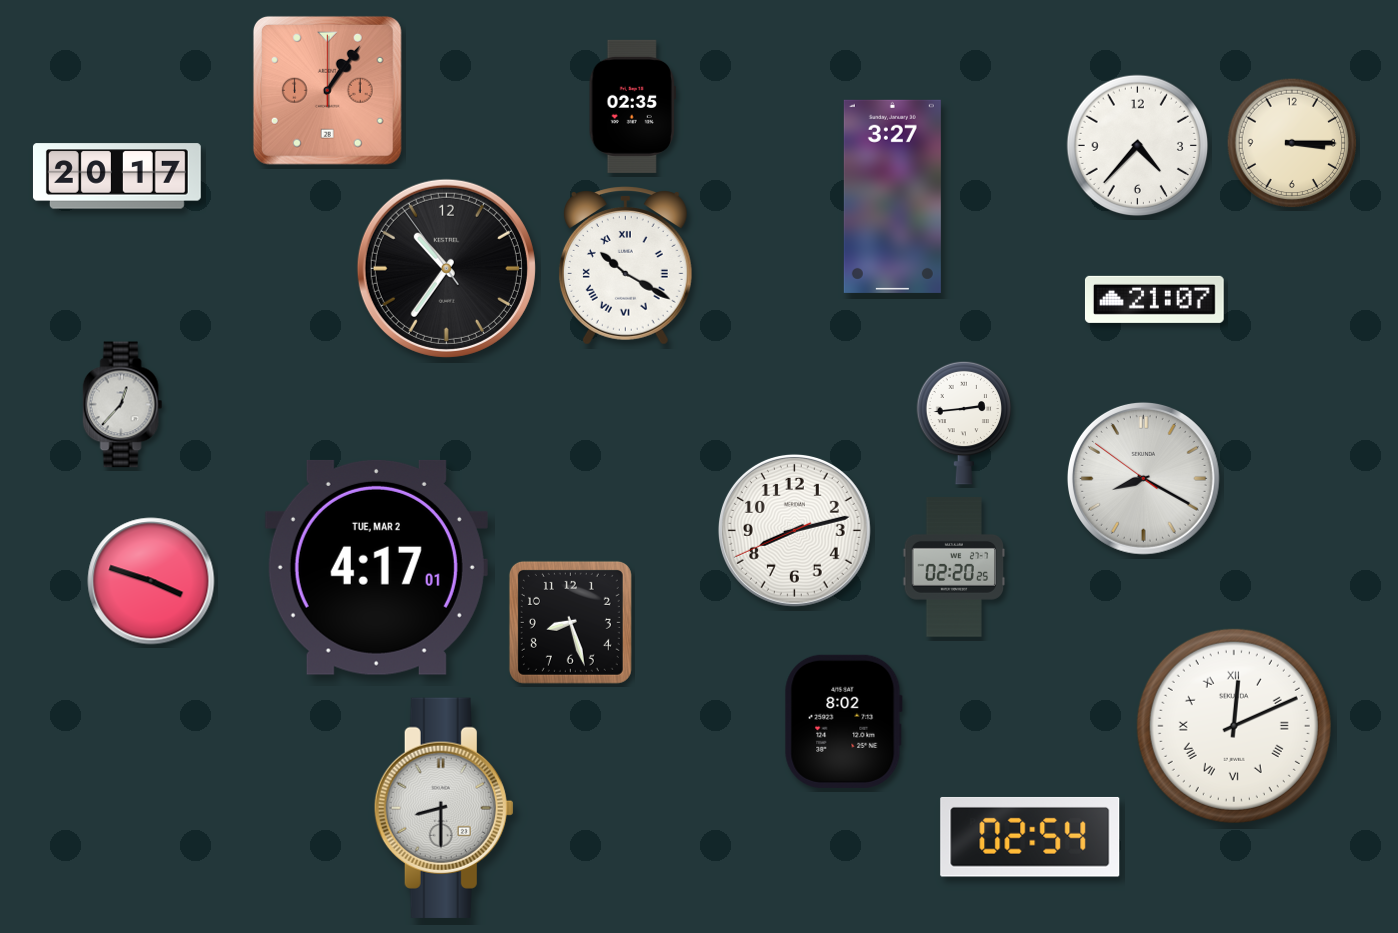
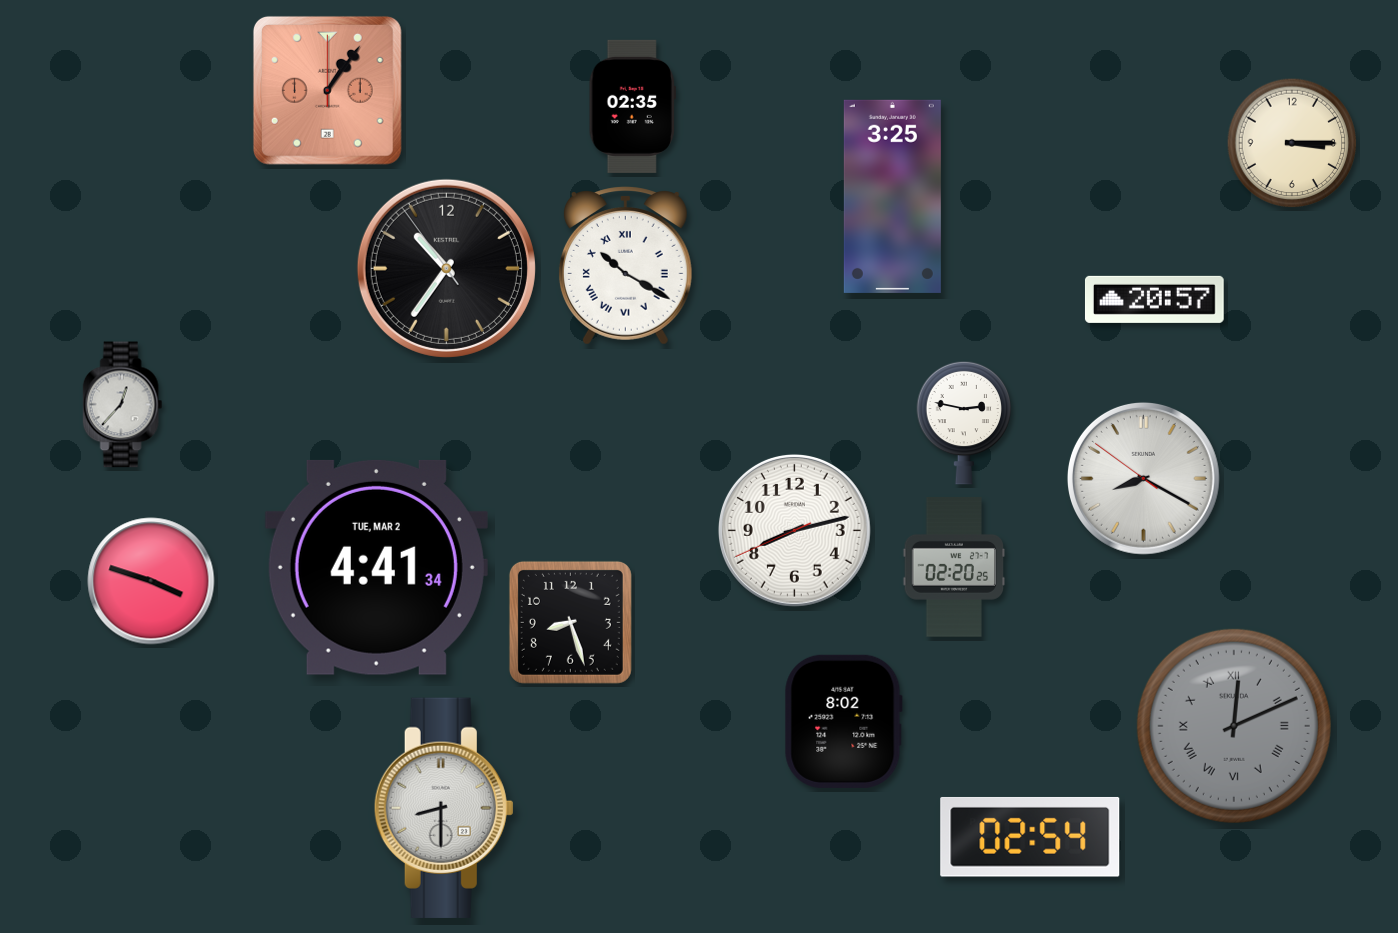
clock at (1138, 146): 4:37 -> none
clock at (117, 176): 20:17 -> none
clock at (892, 196): 3:27 -> 3:25
clock at (1154, 299): 21:07 -> 20:57
clock at (964, 423): 2:44 -> 2:47
clock at (376, 567): 4:17 -> 4:41
clock at (1234, 726) dial: white -> grey
